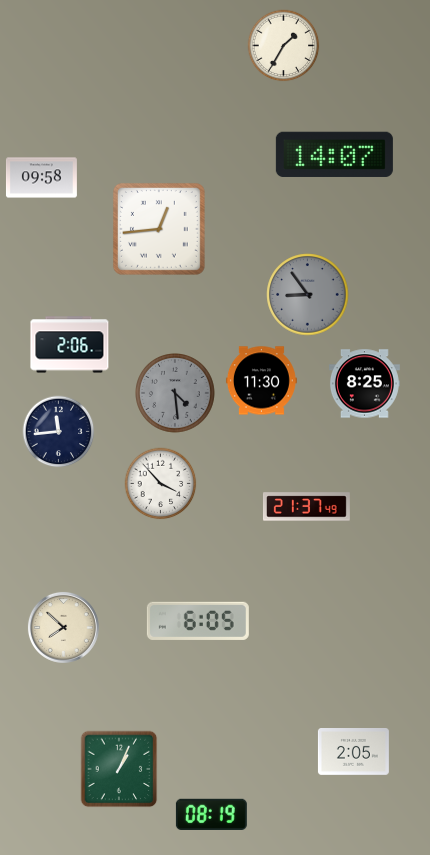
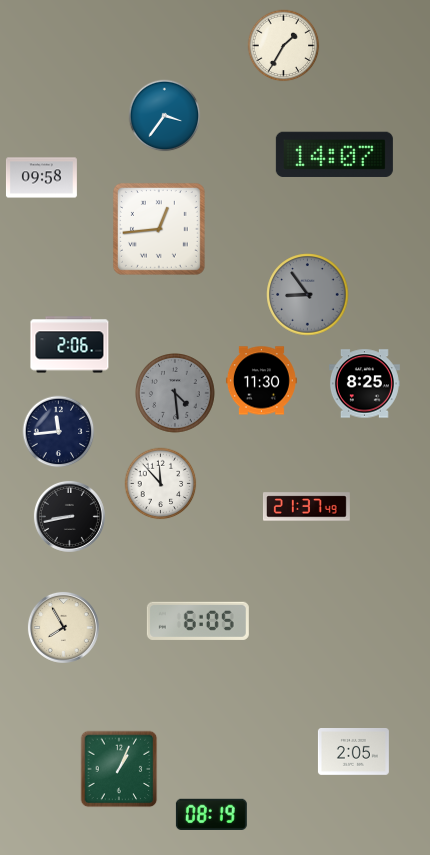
clock at (165, 116): none -> 3:36
clock at (161, 484): 3:53 -> 11:53
clock at (69, 516): none -> 8:43
clock at (63, 627): 7:52 -> 7:55
